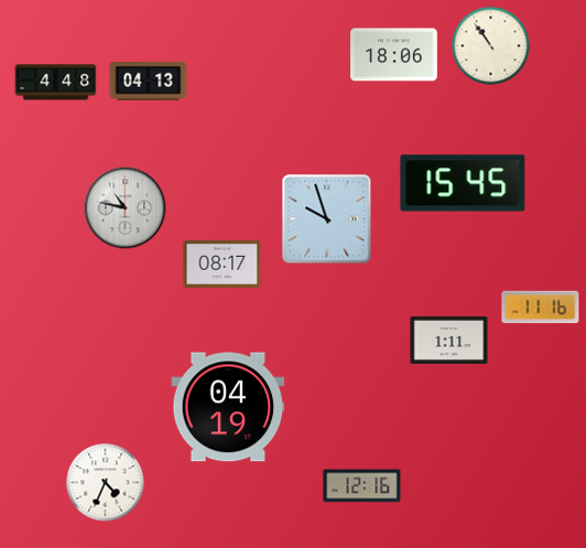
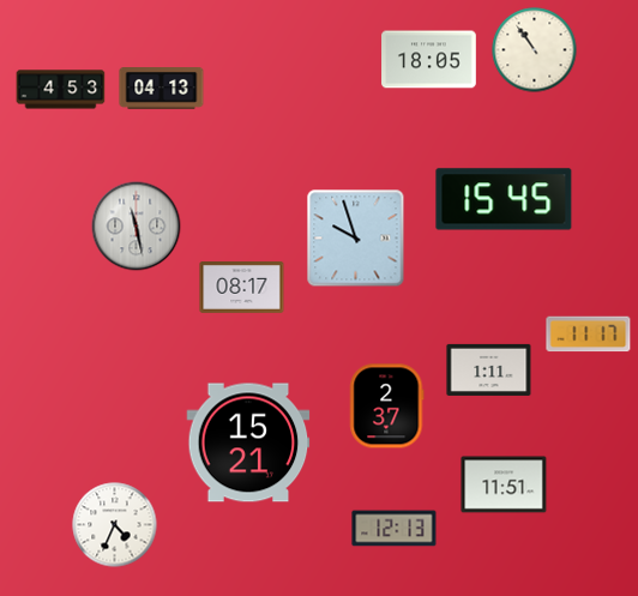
clock at (394, 55): 18:06 -> 18:05
clock at (56, 83): 4:48 -> 4:53
clock at (126, 208): 10:47 -> 11:28
clock at (541, 308): 11:16 -> 11:17
clock at (387, 407): none -> 2:37
clock at (228, 407): 04:19 -> 15:21
clock at (504, 484): none -> 11:51
clock at (362, 486): 12:16 -> 12:13
